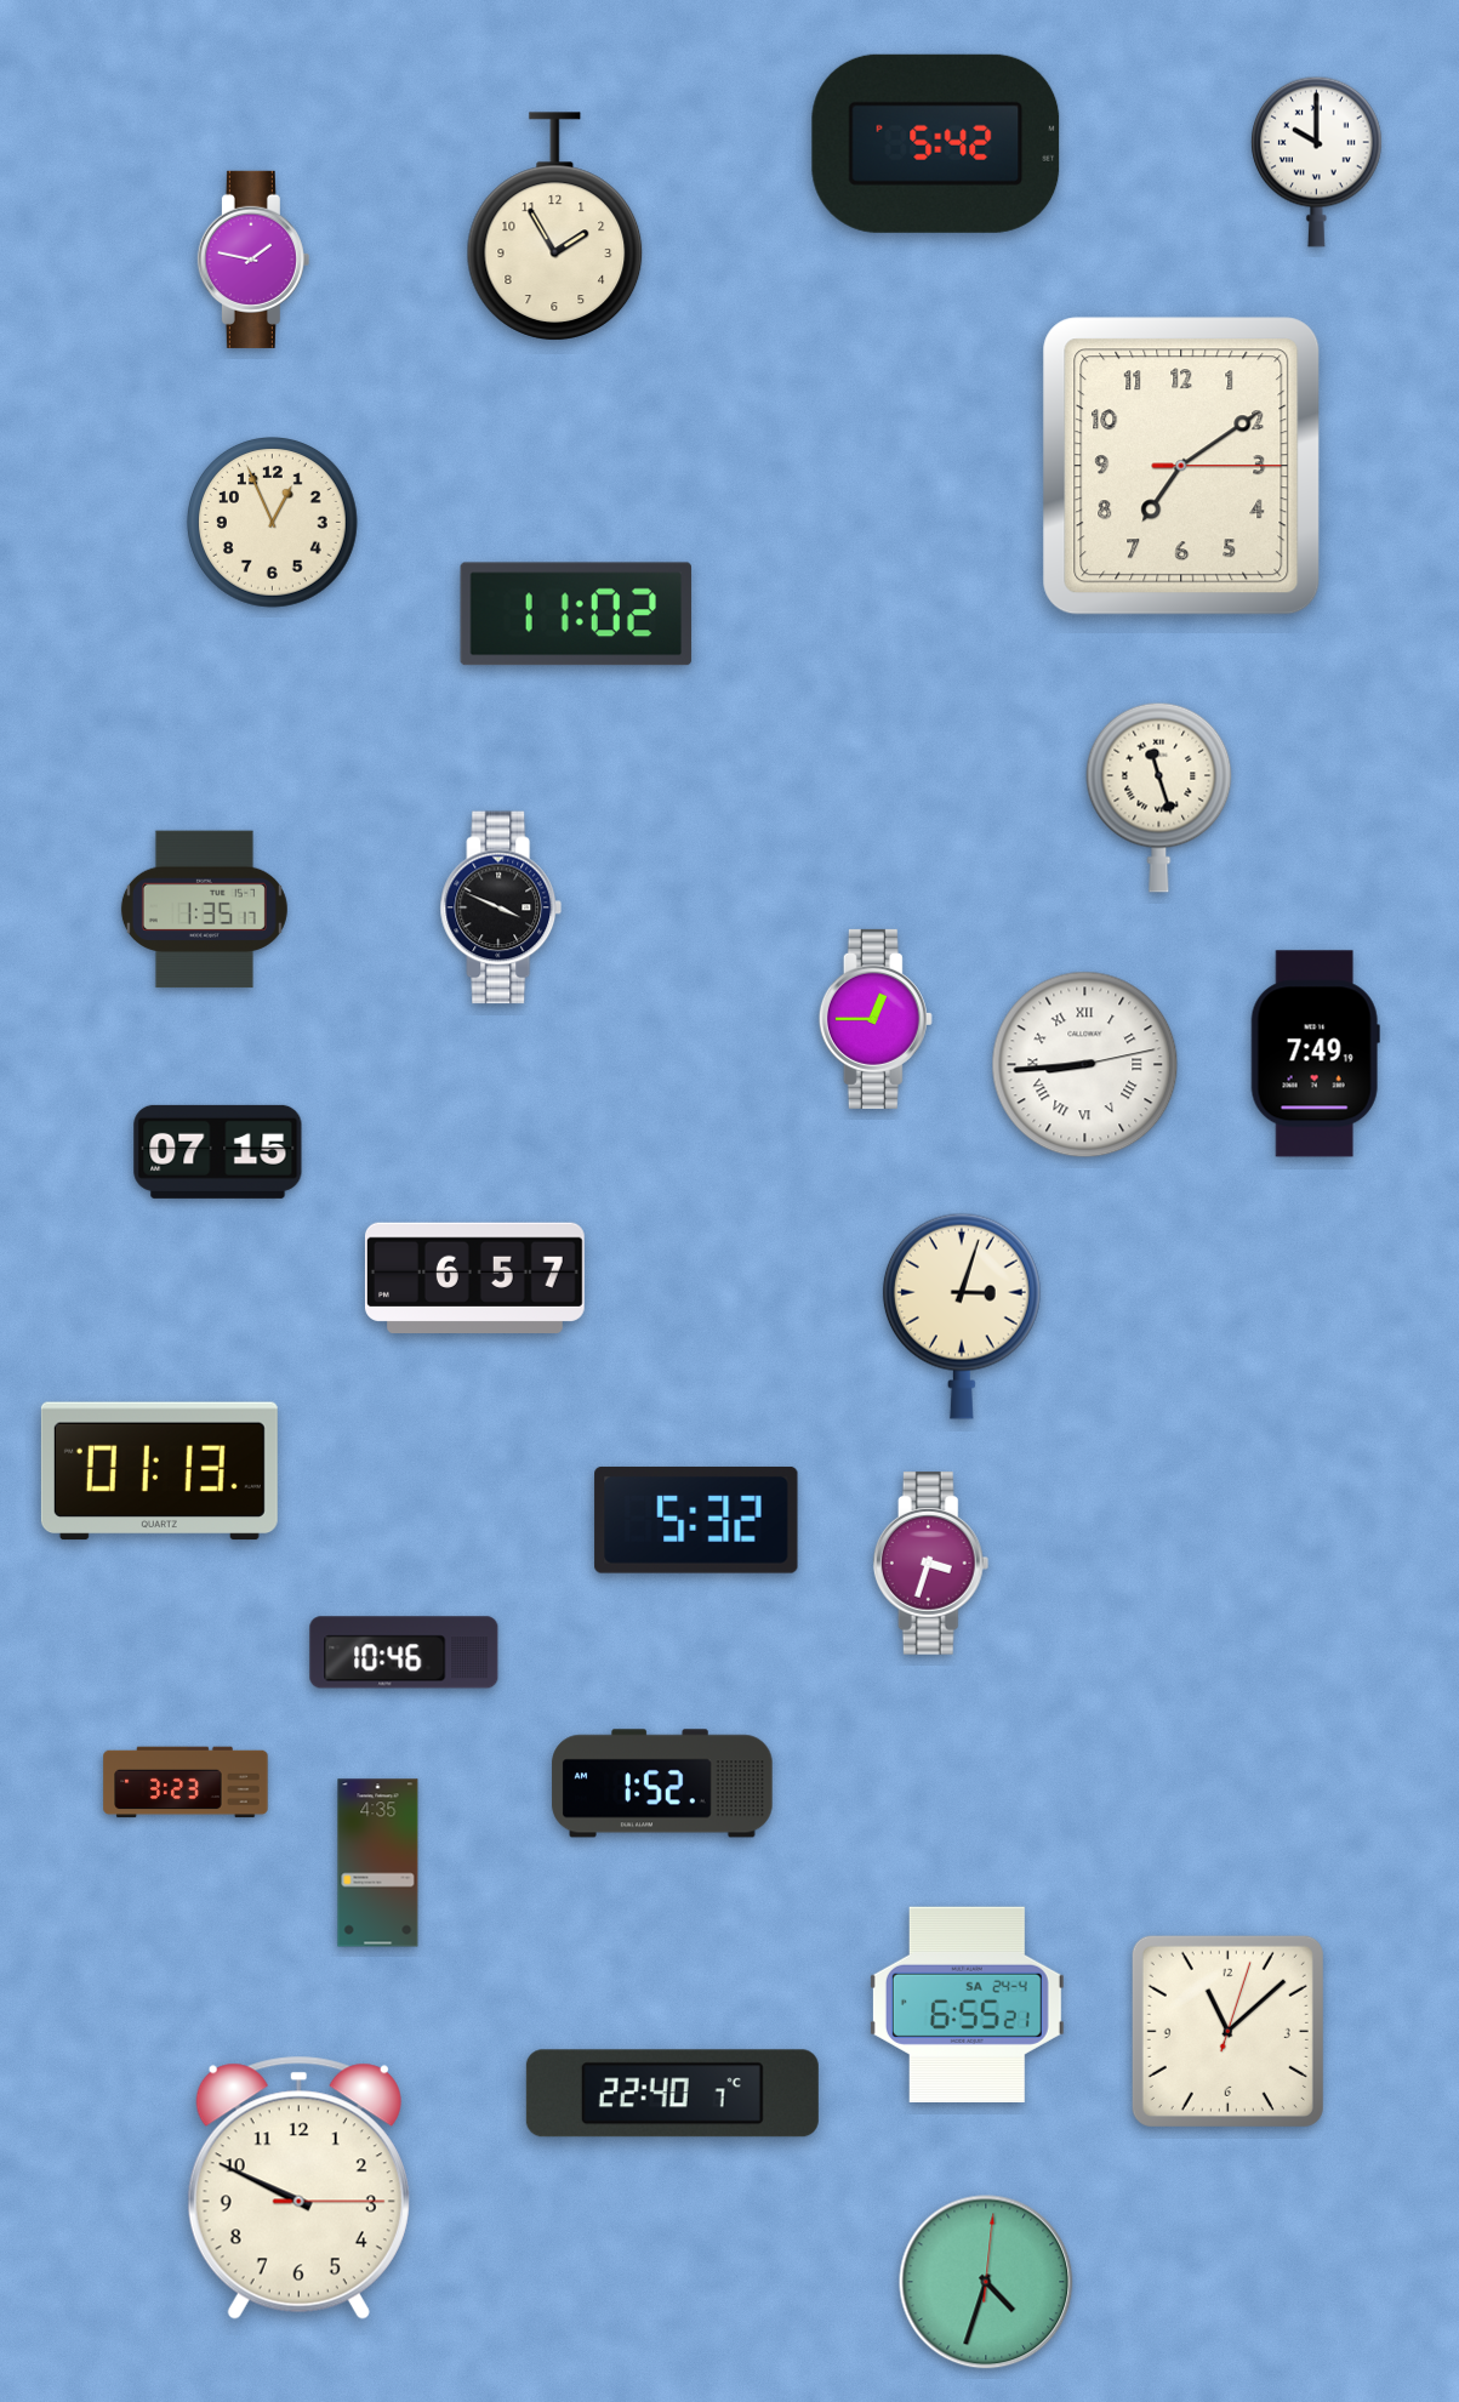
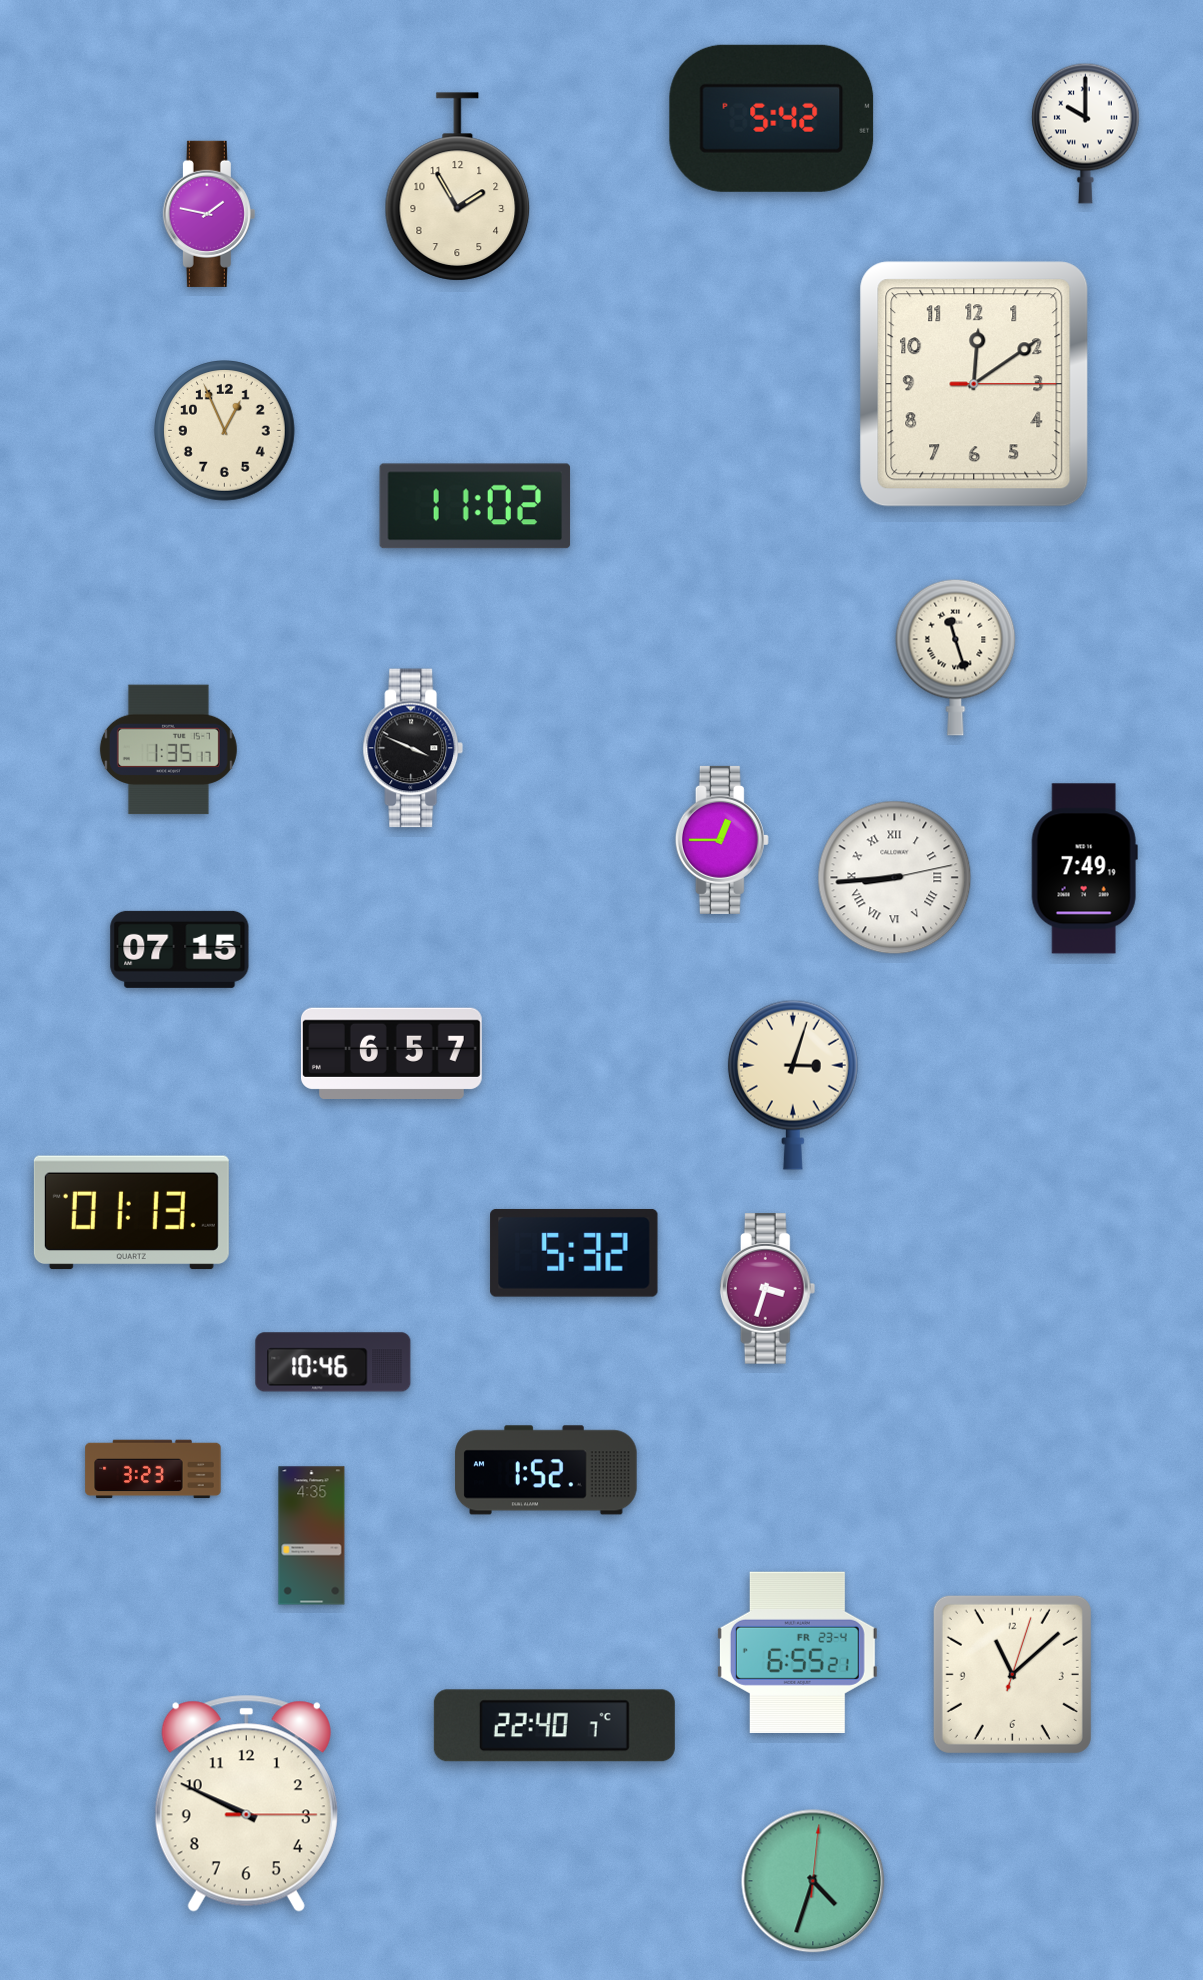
clock at (1181, 466): 7:09 -> 12:09
clock at (967, 2004) date: SA 24-4 -> FR 23-4
